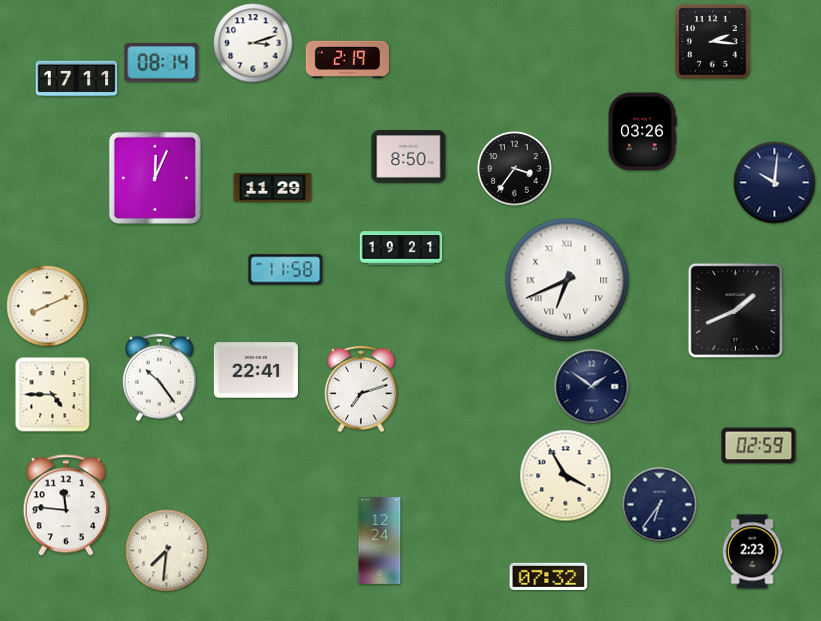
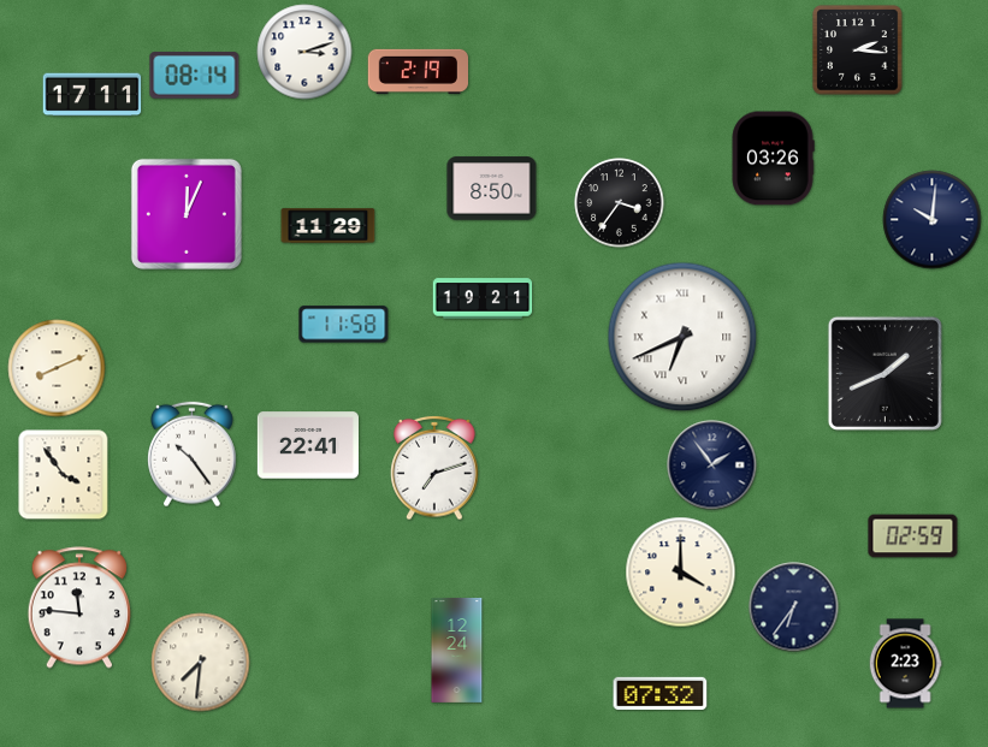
clock at (592, 387): 1:51 -> 1:54
clock at (53, 395): 4:45 -> 3:54
clock at (566, 476): 3:55 -> 4:00
